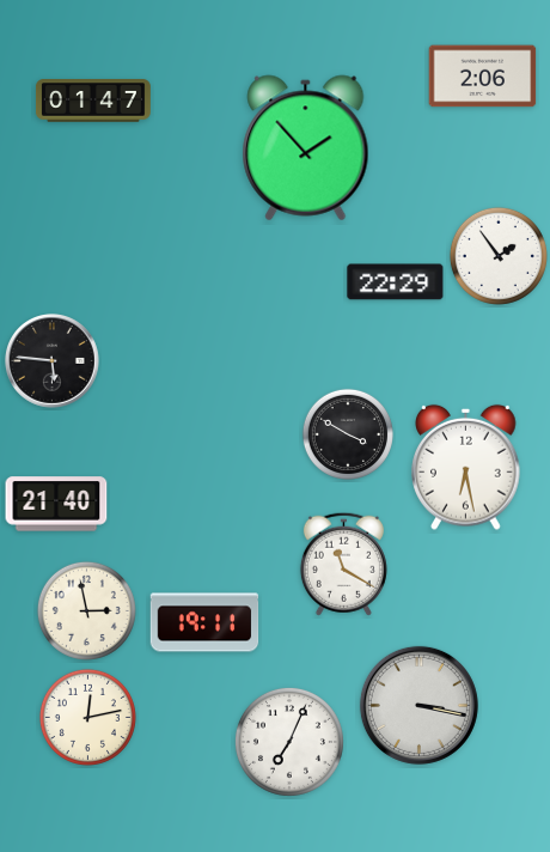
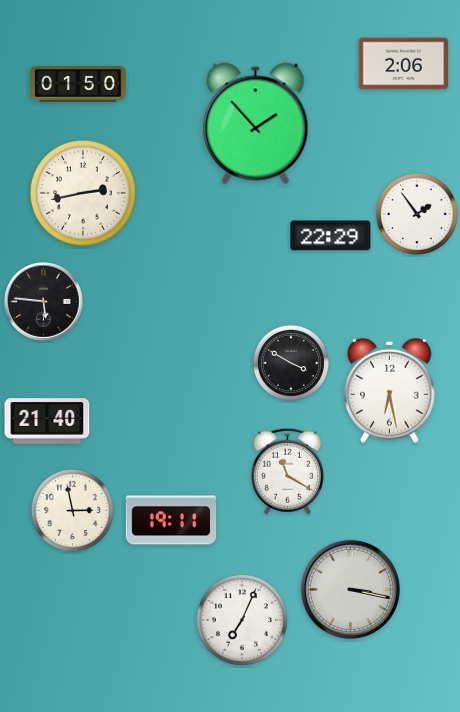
clock at (93, 101): 01:47 -> 01:50
clock at (83, 193): none -> 2:43
clock at (87, 717): 12:13 -> none
